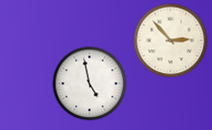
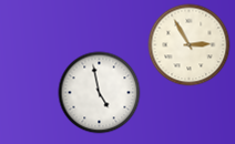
clock at (171, 41): 2:53 -> 2:55
